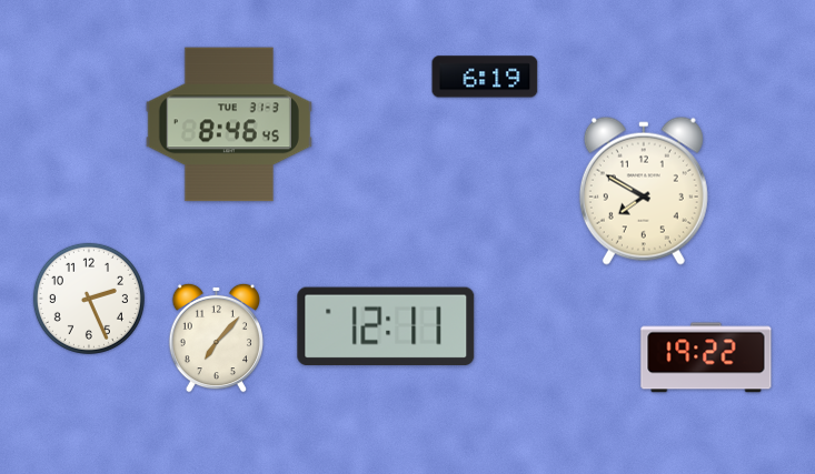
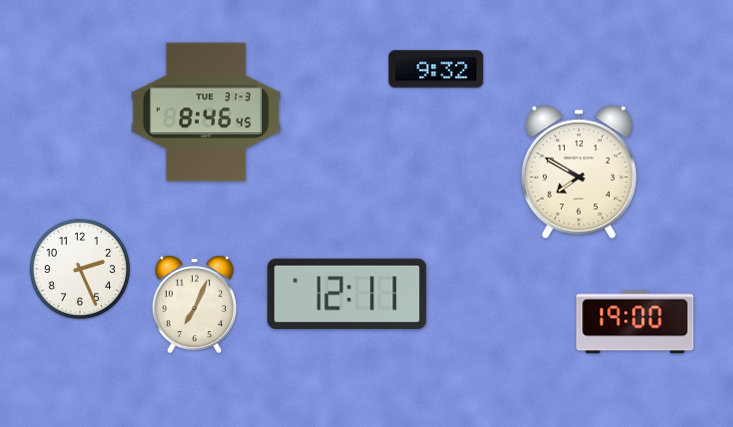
clock at (485, 77): 6:19 -> 9:32
clock at (216, 337): 7:07 -> 7:04
clock at (706, 357): 19:22 -> 19:00
